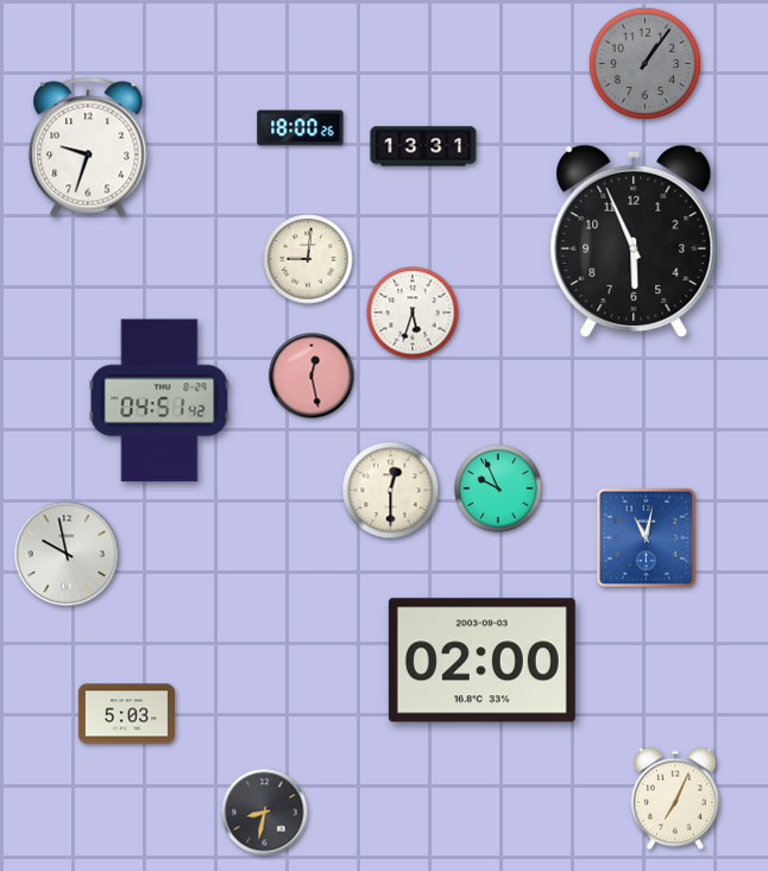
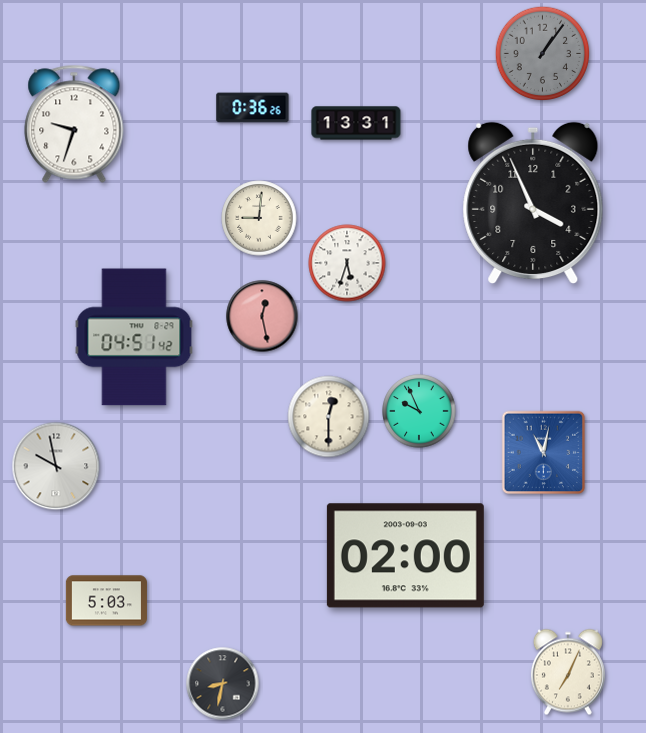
clock at (301, 128): 18:00 -> 0:36
clock at (634, 240): 5:56 -> 3:56
clock at (391, 491) position: (391, 491) -> (329, 417)
